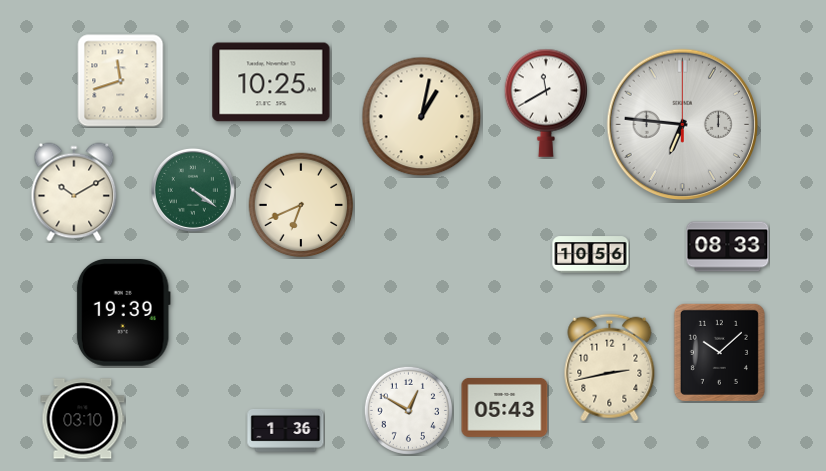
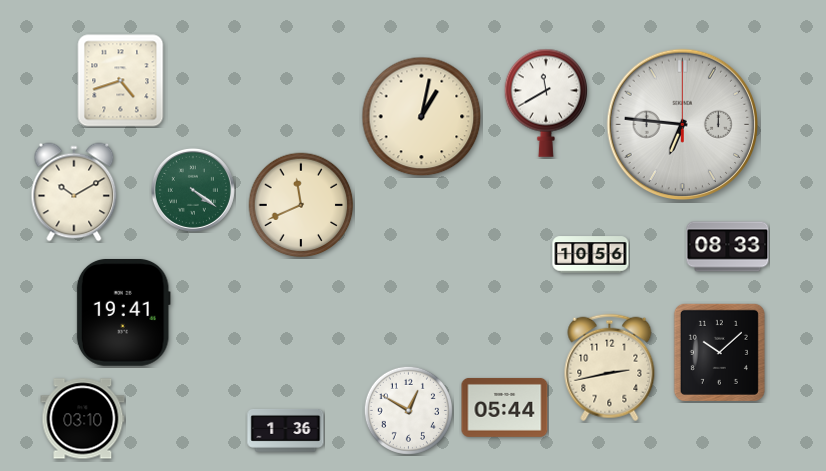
clock at (121, 81): 11:42 -> 4:42
clock at (271, 82): 10:25 -> none
clock at (301, 205): 6:41 -> 11:41
clock at (123, 313): 19:39 -> 19:41
clock at (505, 407): 05:43 -> 05:44
